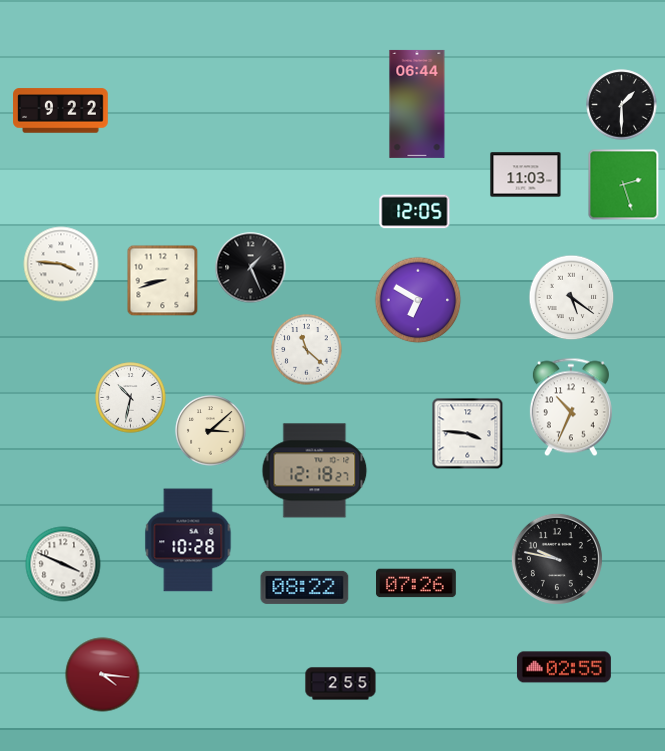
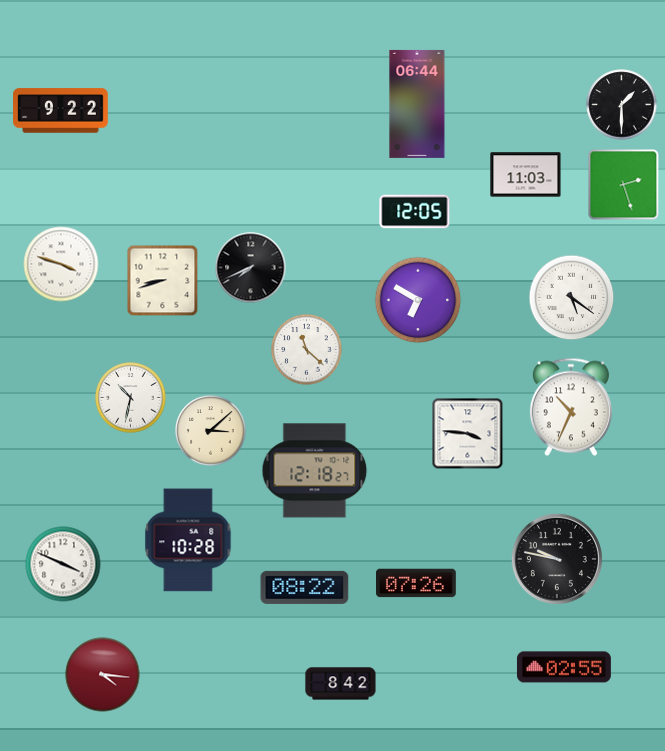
clock at (61, 264): 3:46 -> 3:48
clock at (251, 268): 1:26 -> 7:41
clock at (341, 684): 2:55 -> 8:42
